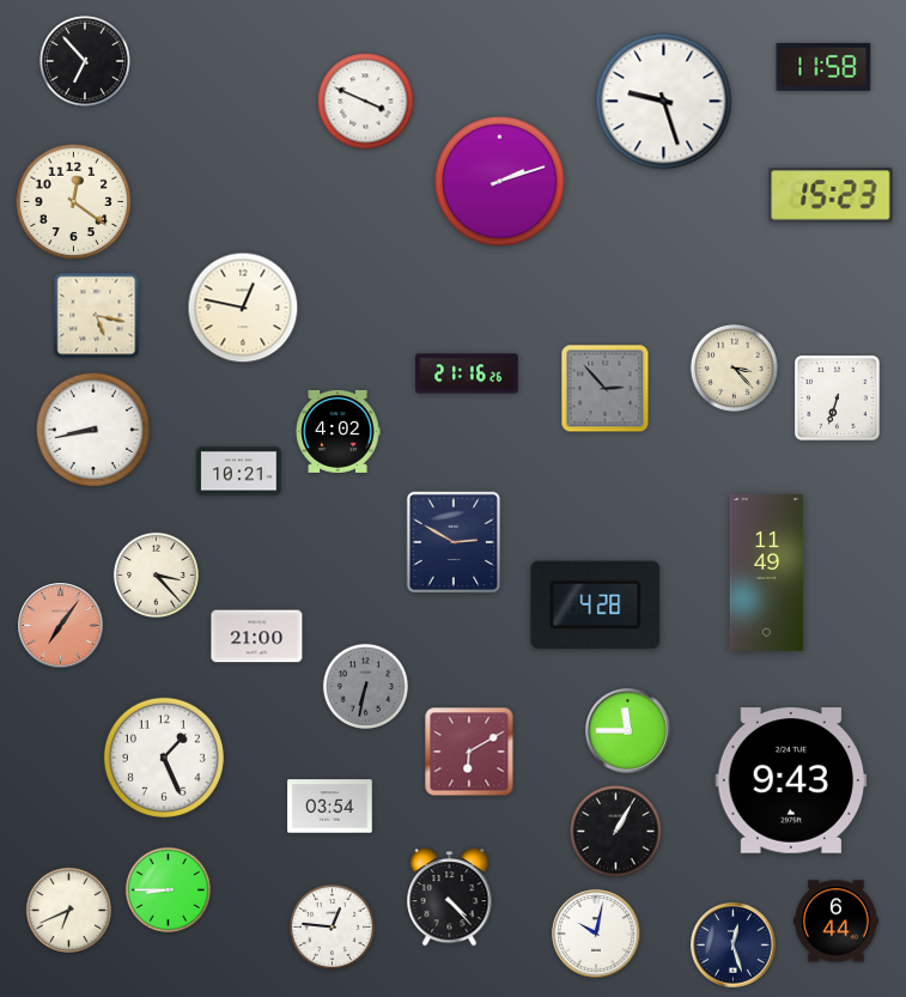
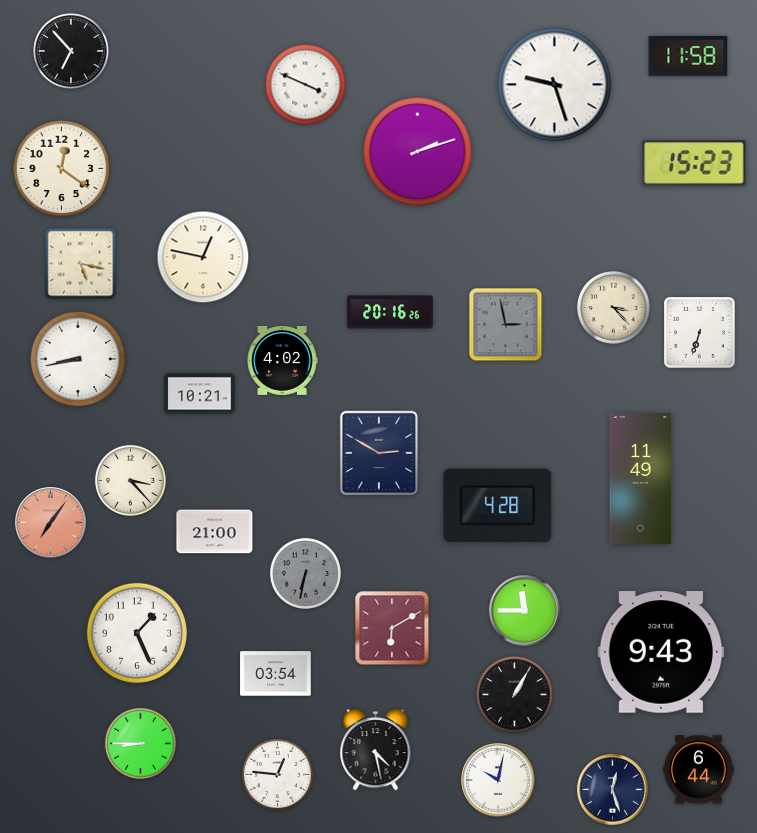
clock at (467, 373): 21:16 -> 20:16
clock at (606, 389): 2:53 -> 2:58
clock at (450, 898): 4:23 -> 4:28
clock at (68, 910): 6:41 -> none
